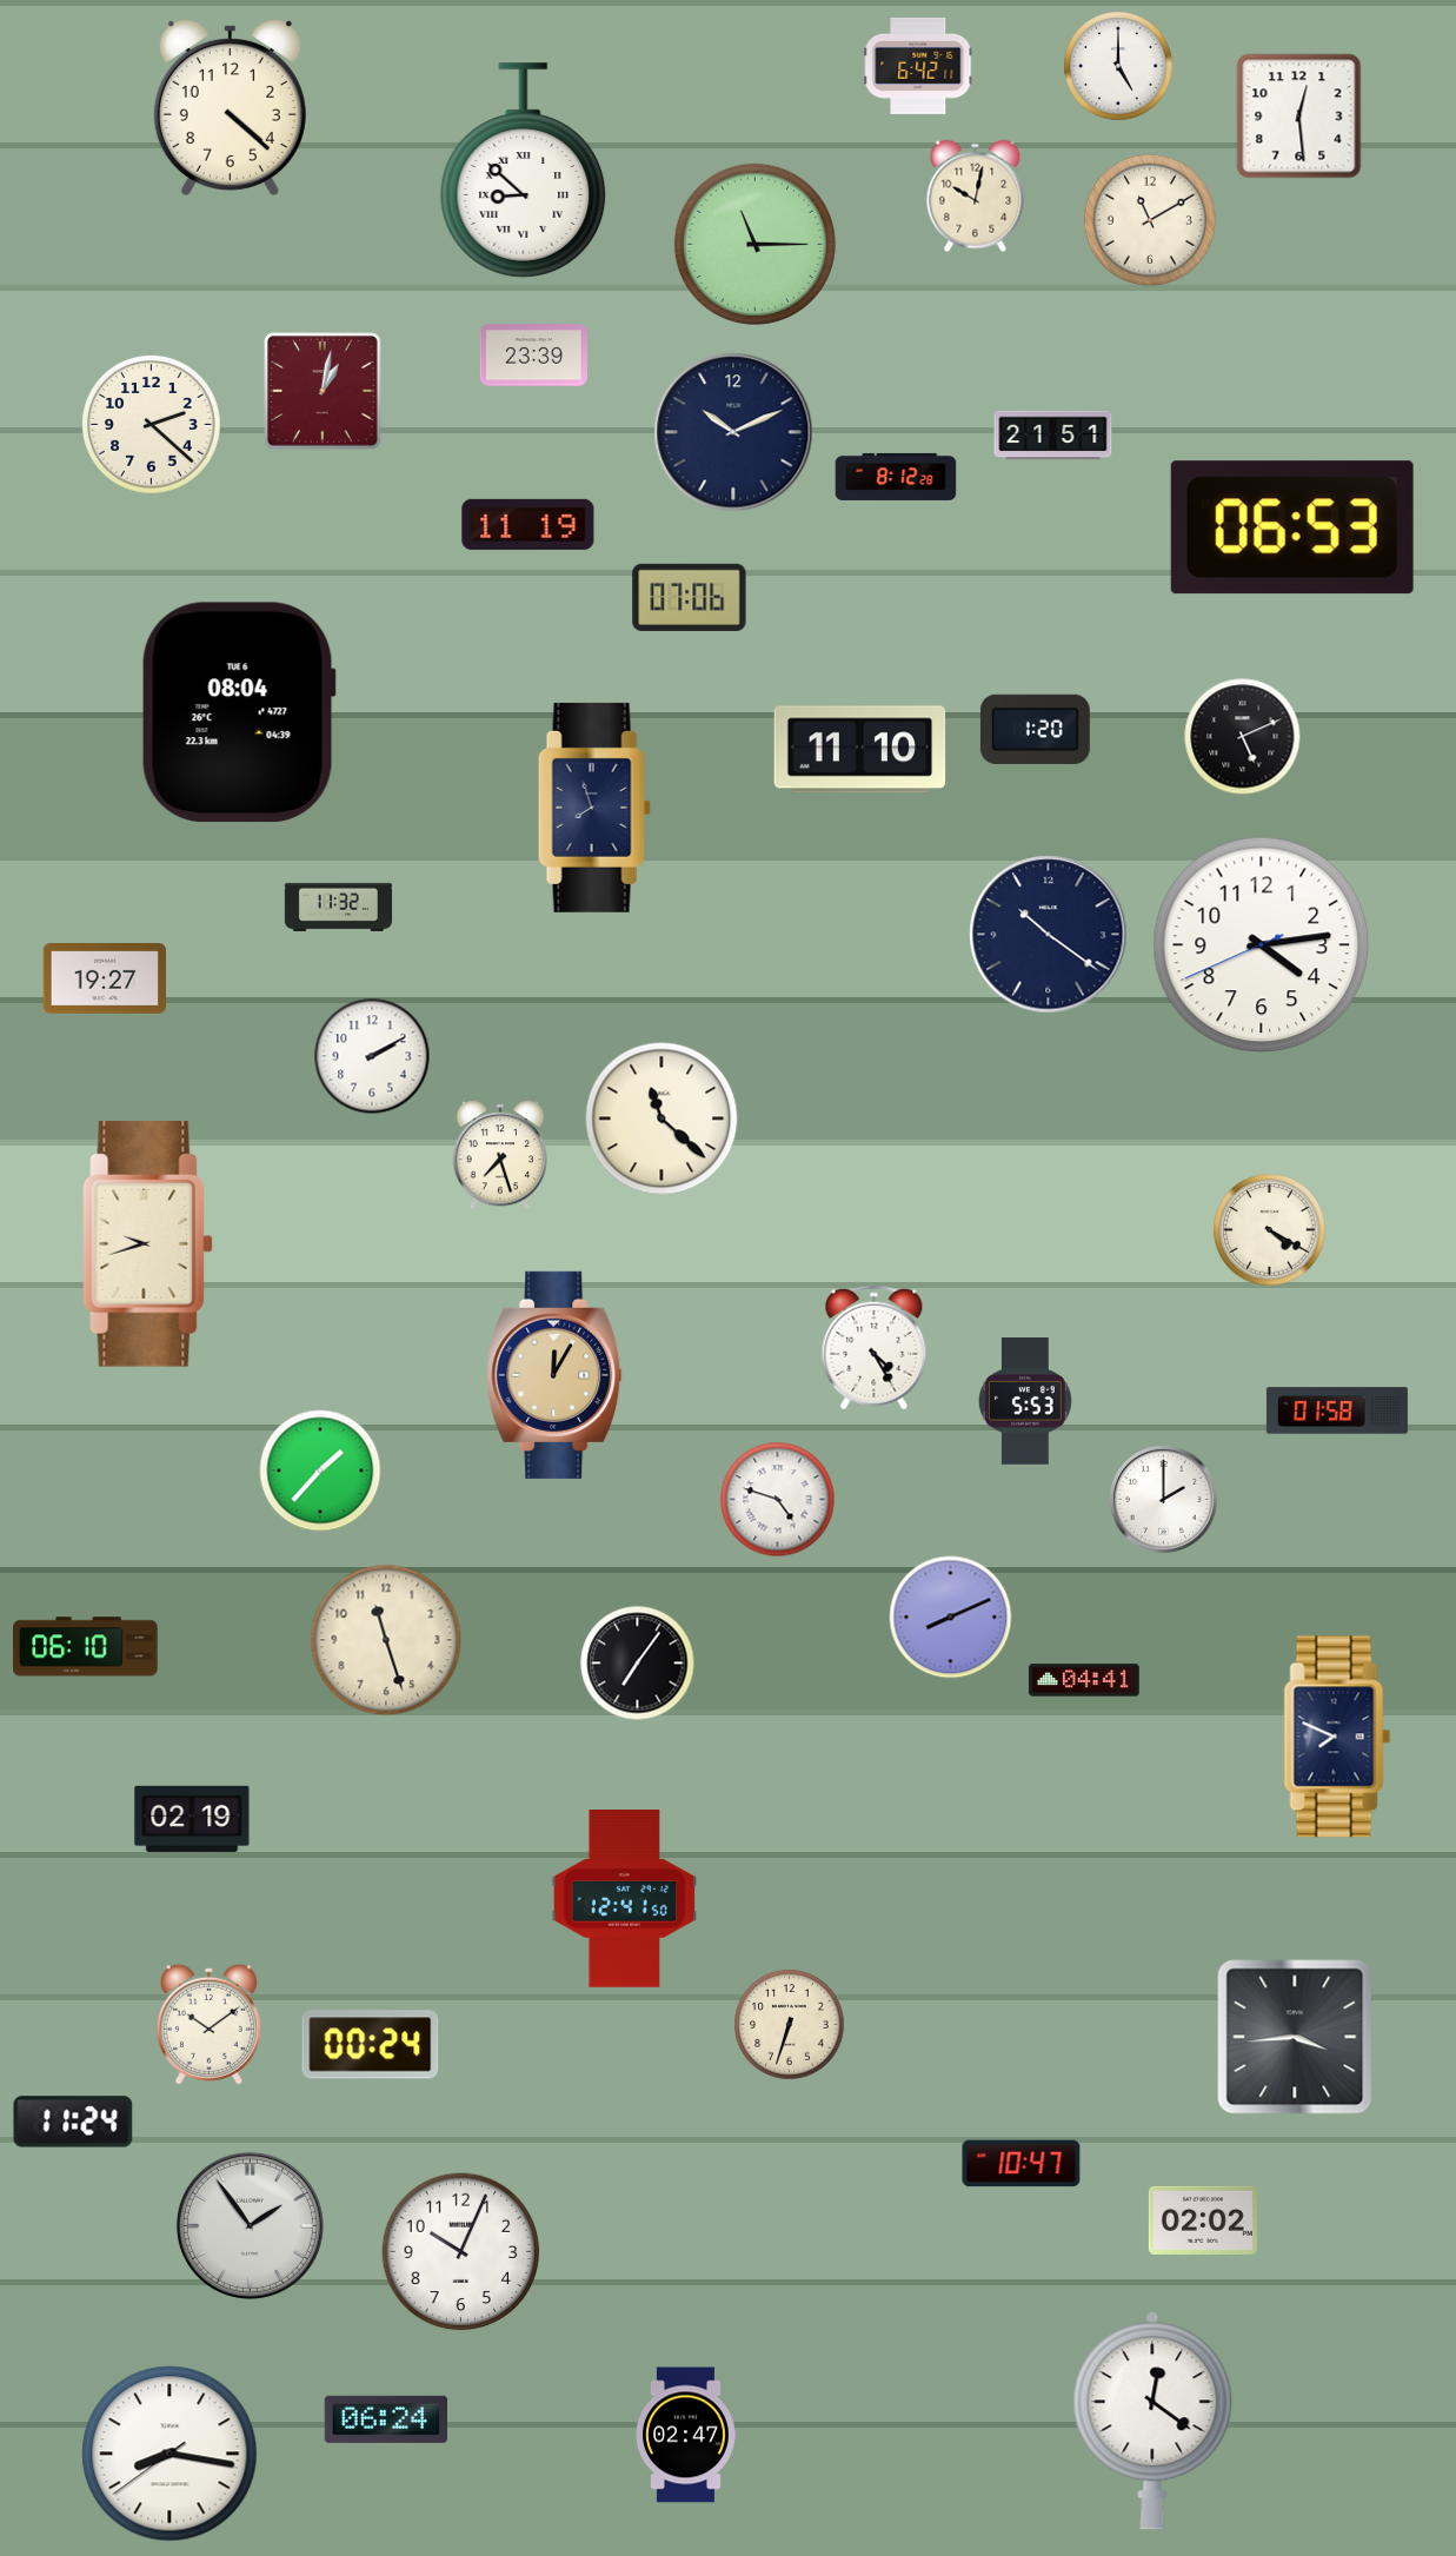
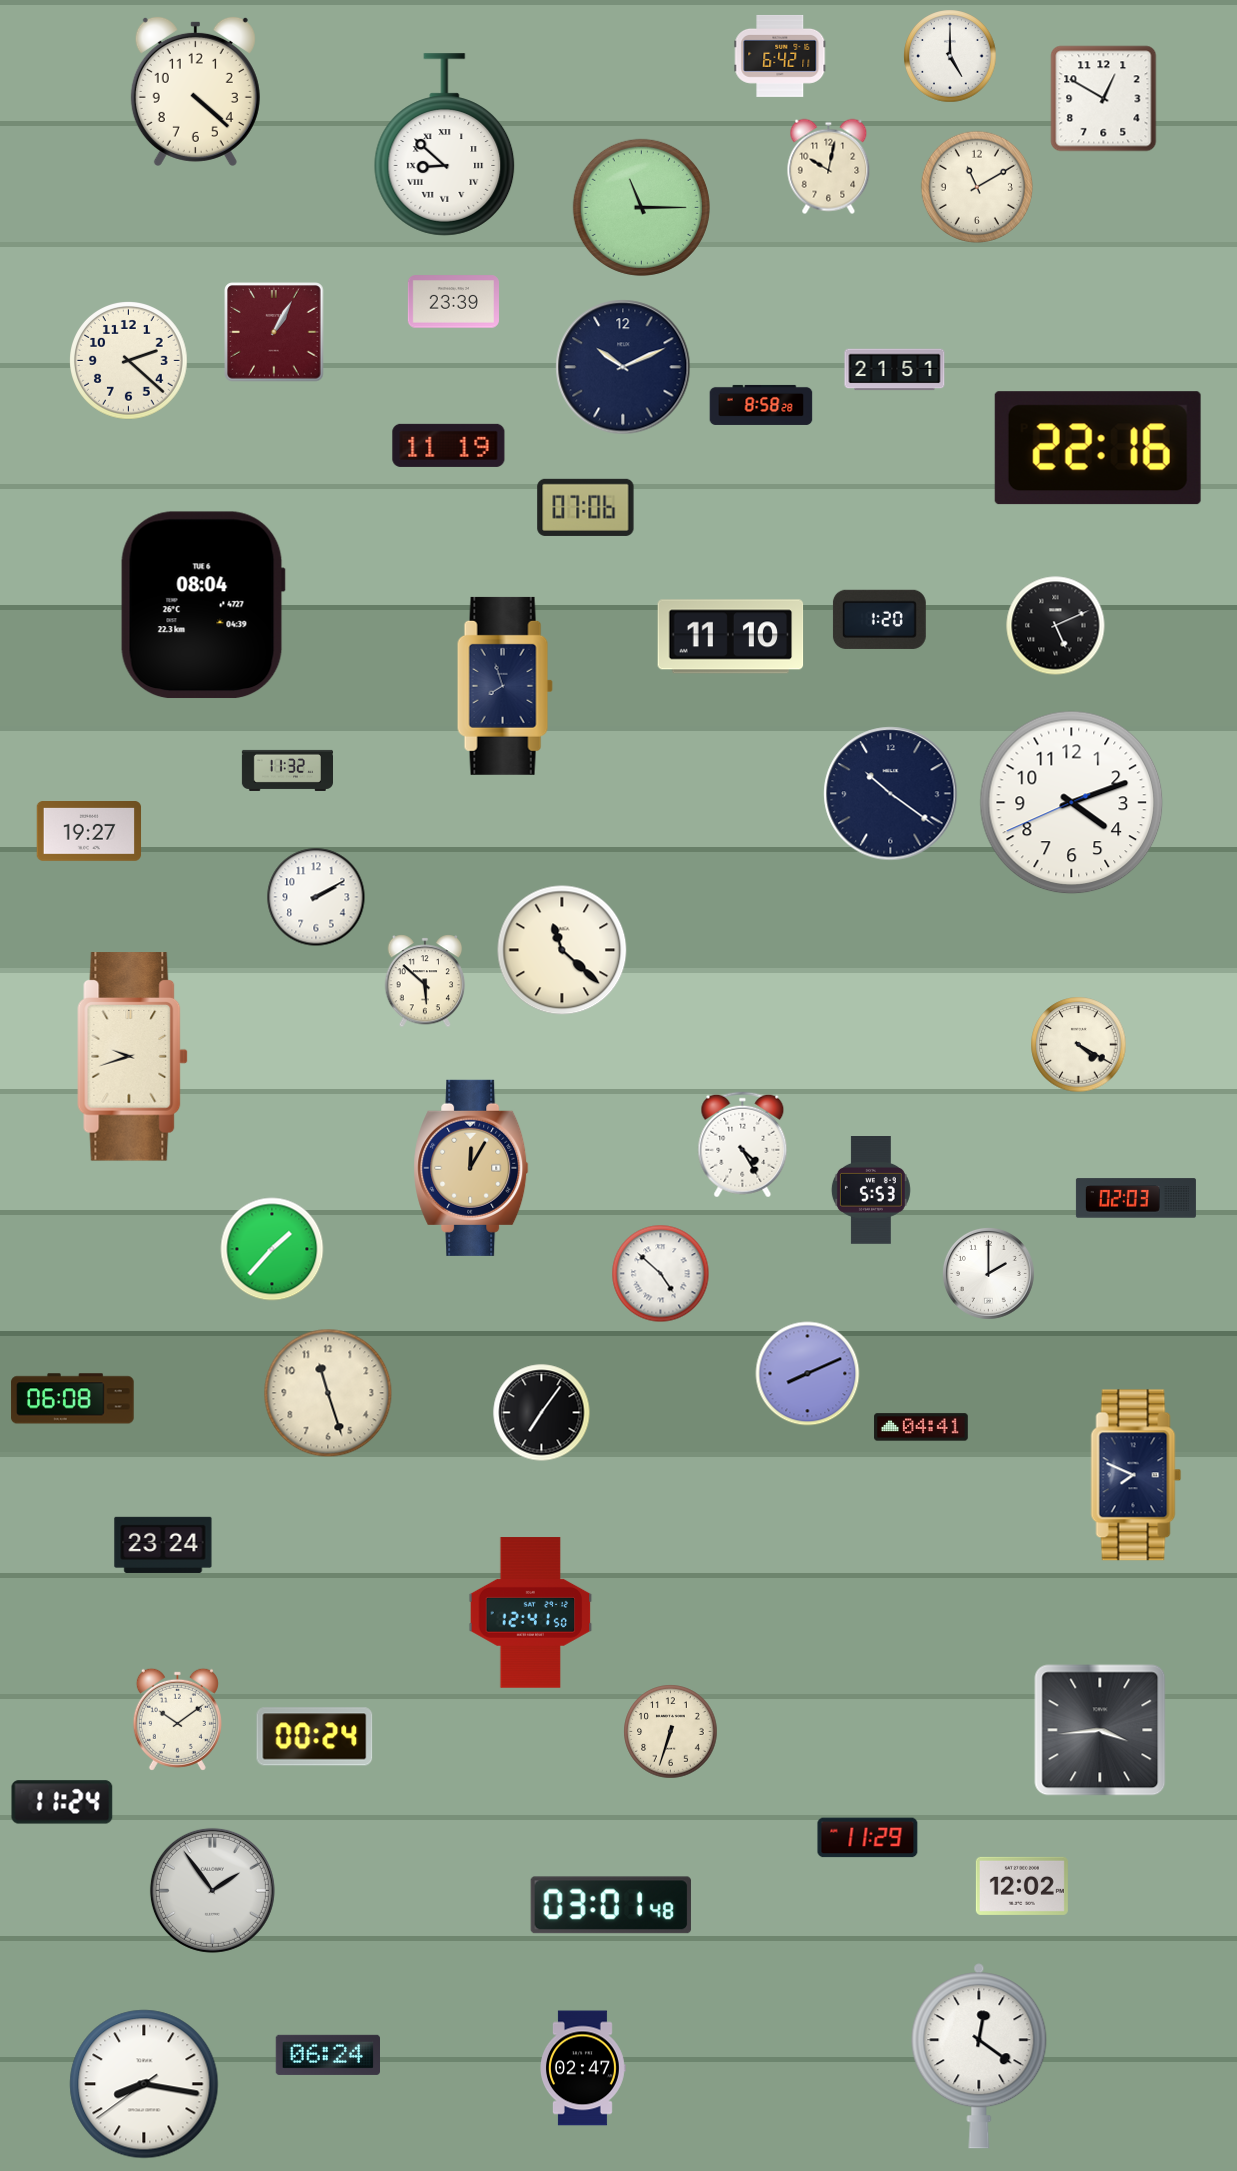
clock at (1299, 117): 12:29 -> 12:50
clock at (323, 391): 1:02 -> 1:05
clock at (896, 477): 8:12 -> 8:58
clock at (1292, 527): 06:53 -> 22:16
clock at (1262, 945): 4:13 -> 4:11
clock at (500, 1155): 7:27 -> 5:52
clock at (148, 1244) position: (148, 1244) -> (133, 1057)
clock at (1337, 1410): 01:58 -> 02:03
clock at (778, 1500): 4:48 -> 4:52
clock at (86, 1647): 06:10 -> 06:08
clock at (192, 1819): 02:19 -> 23:24
clock at (790, 2025) position: (790, 2025) -> (671, 1732)
clock at (1022, 2164): 10:47 -> 11:29
clock at (1203, 2220): 02:02 -> 12:02
clock at (611, 1905): none -> 03:01
clock at (461, 2252): 10:04 -> none
